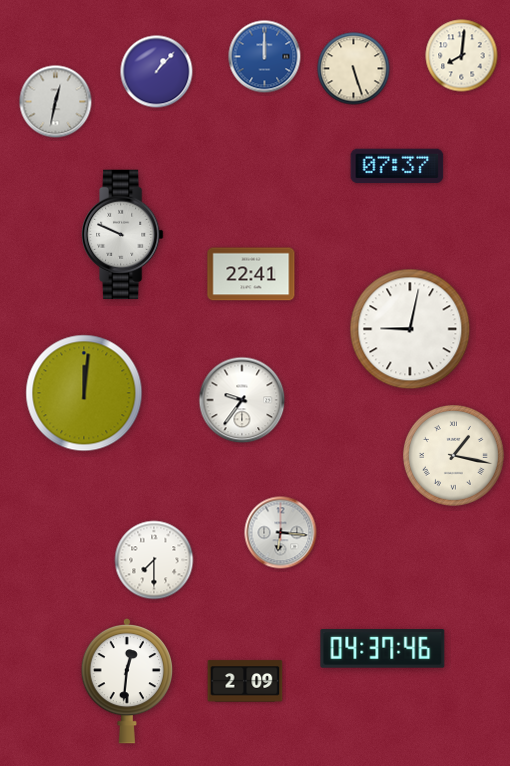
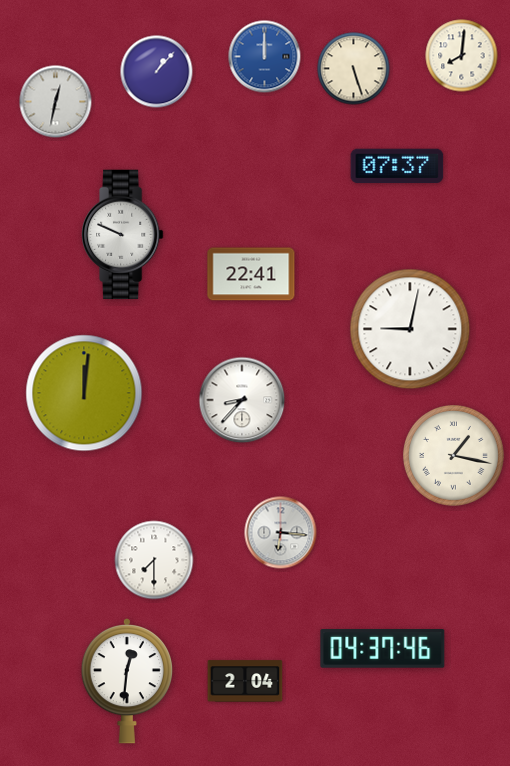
clock at (242, 400): 9:36 -> 8:37
clock at (245, 681): 2:09 -> 2:04
